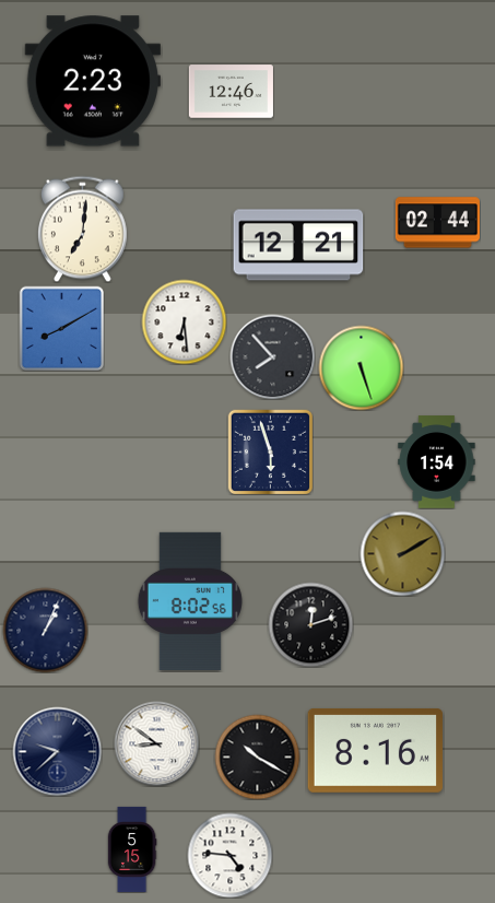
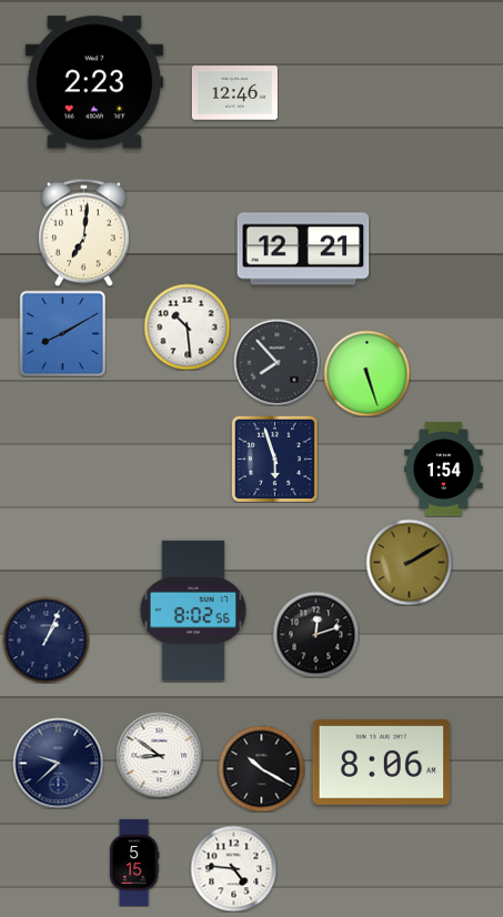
clock at (437, 223): 02:44 -> none
clock at (184, 321): 6:29 -> 10:29
clock at (375, 750): 8:16 -> 8:06
